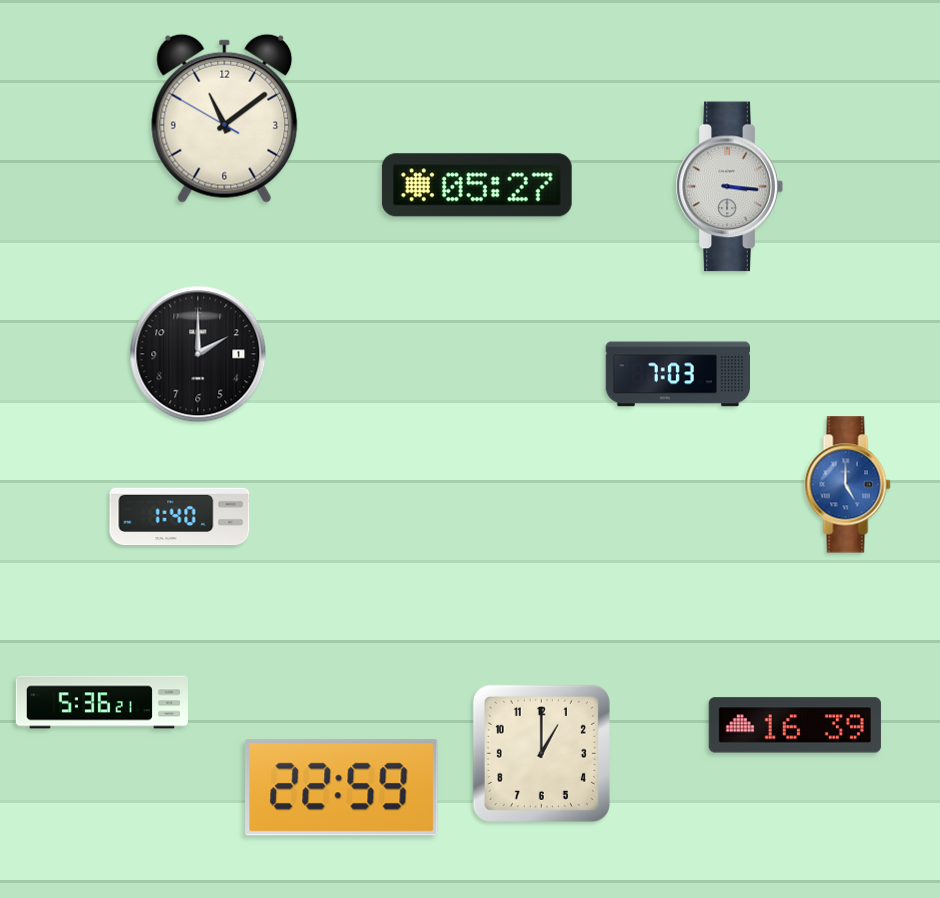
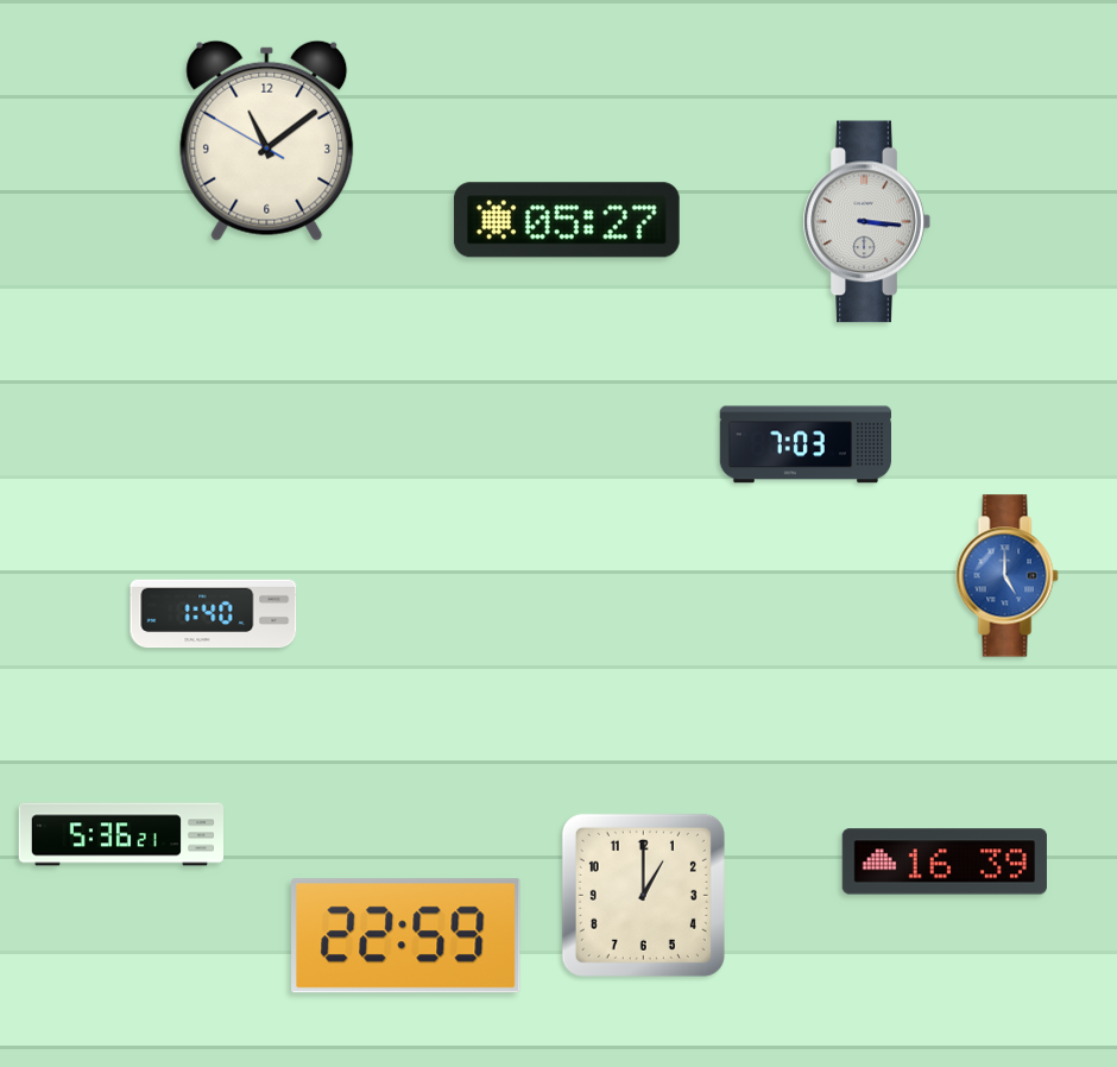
clock at (198, 354): 2:00 -> none
